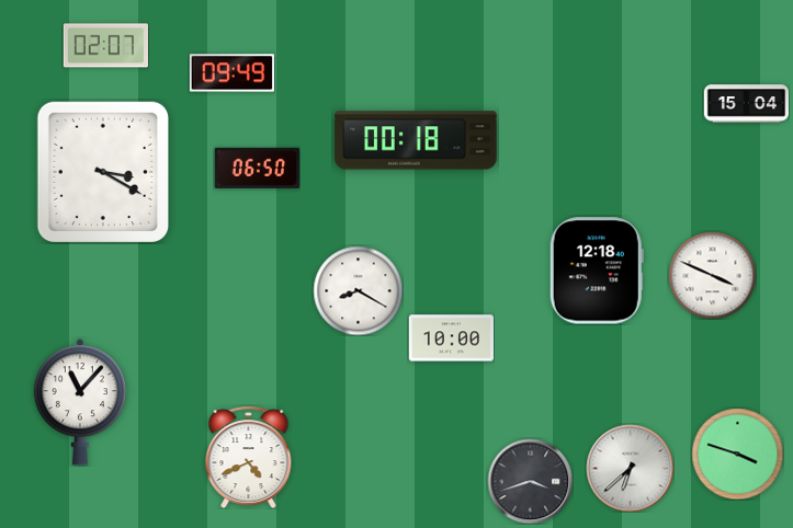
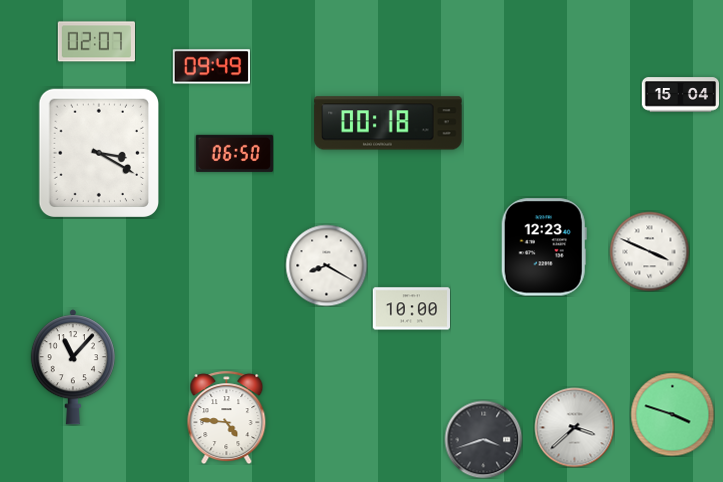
clock at (416, 140) position: (416, 140) -> (388, 123)
clock at (102, 172) position: (102, 172) -> (98, 153)
clock at (597, 271): 12:18 -> 12:23
clock at (249, 457): 4:41 -> 4:46
clock at (630, 468): 6:38 -> 3:38
